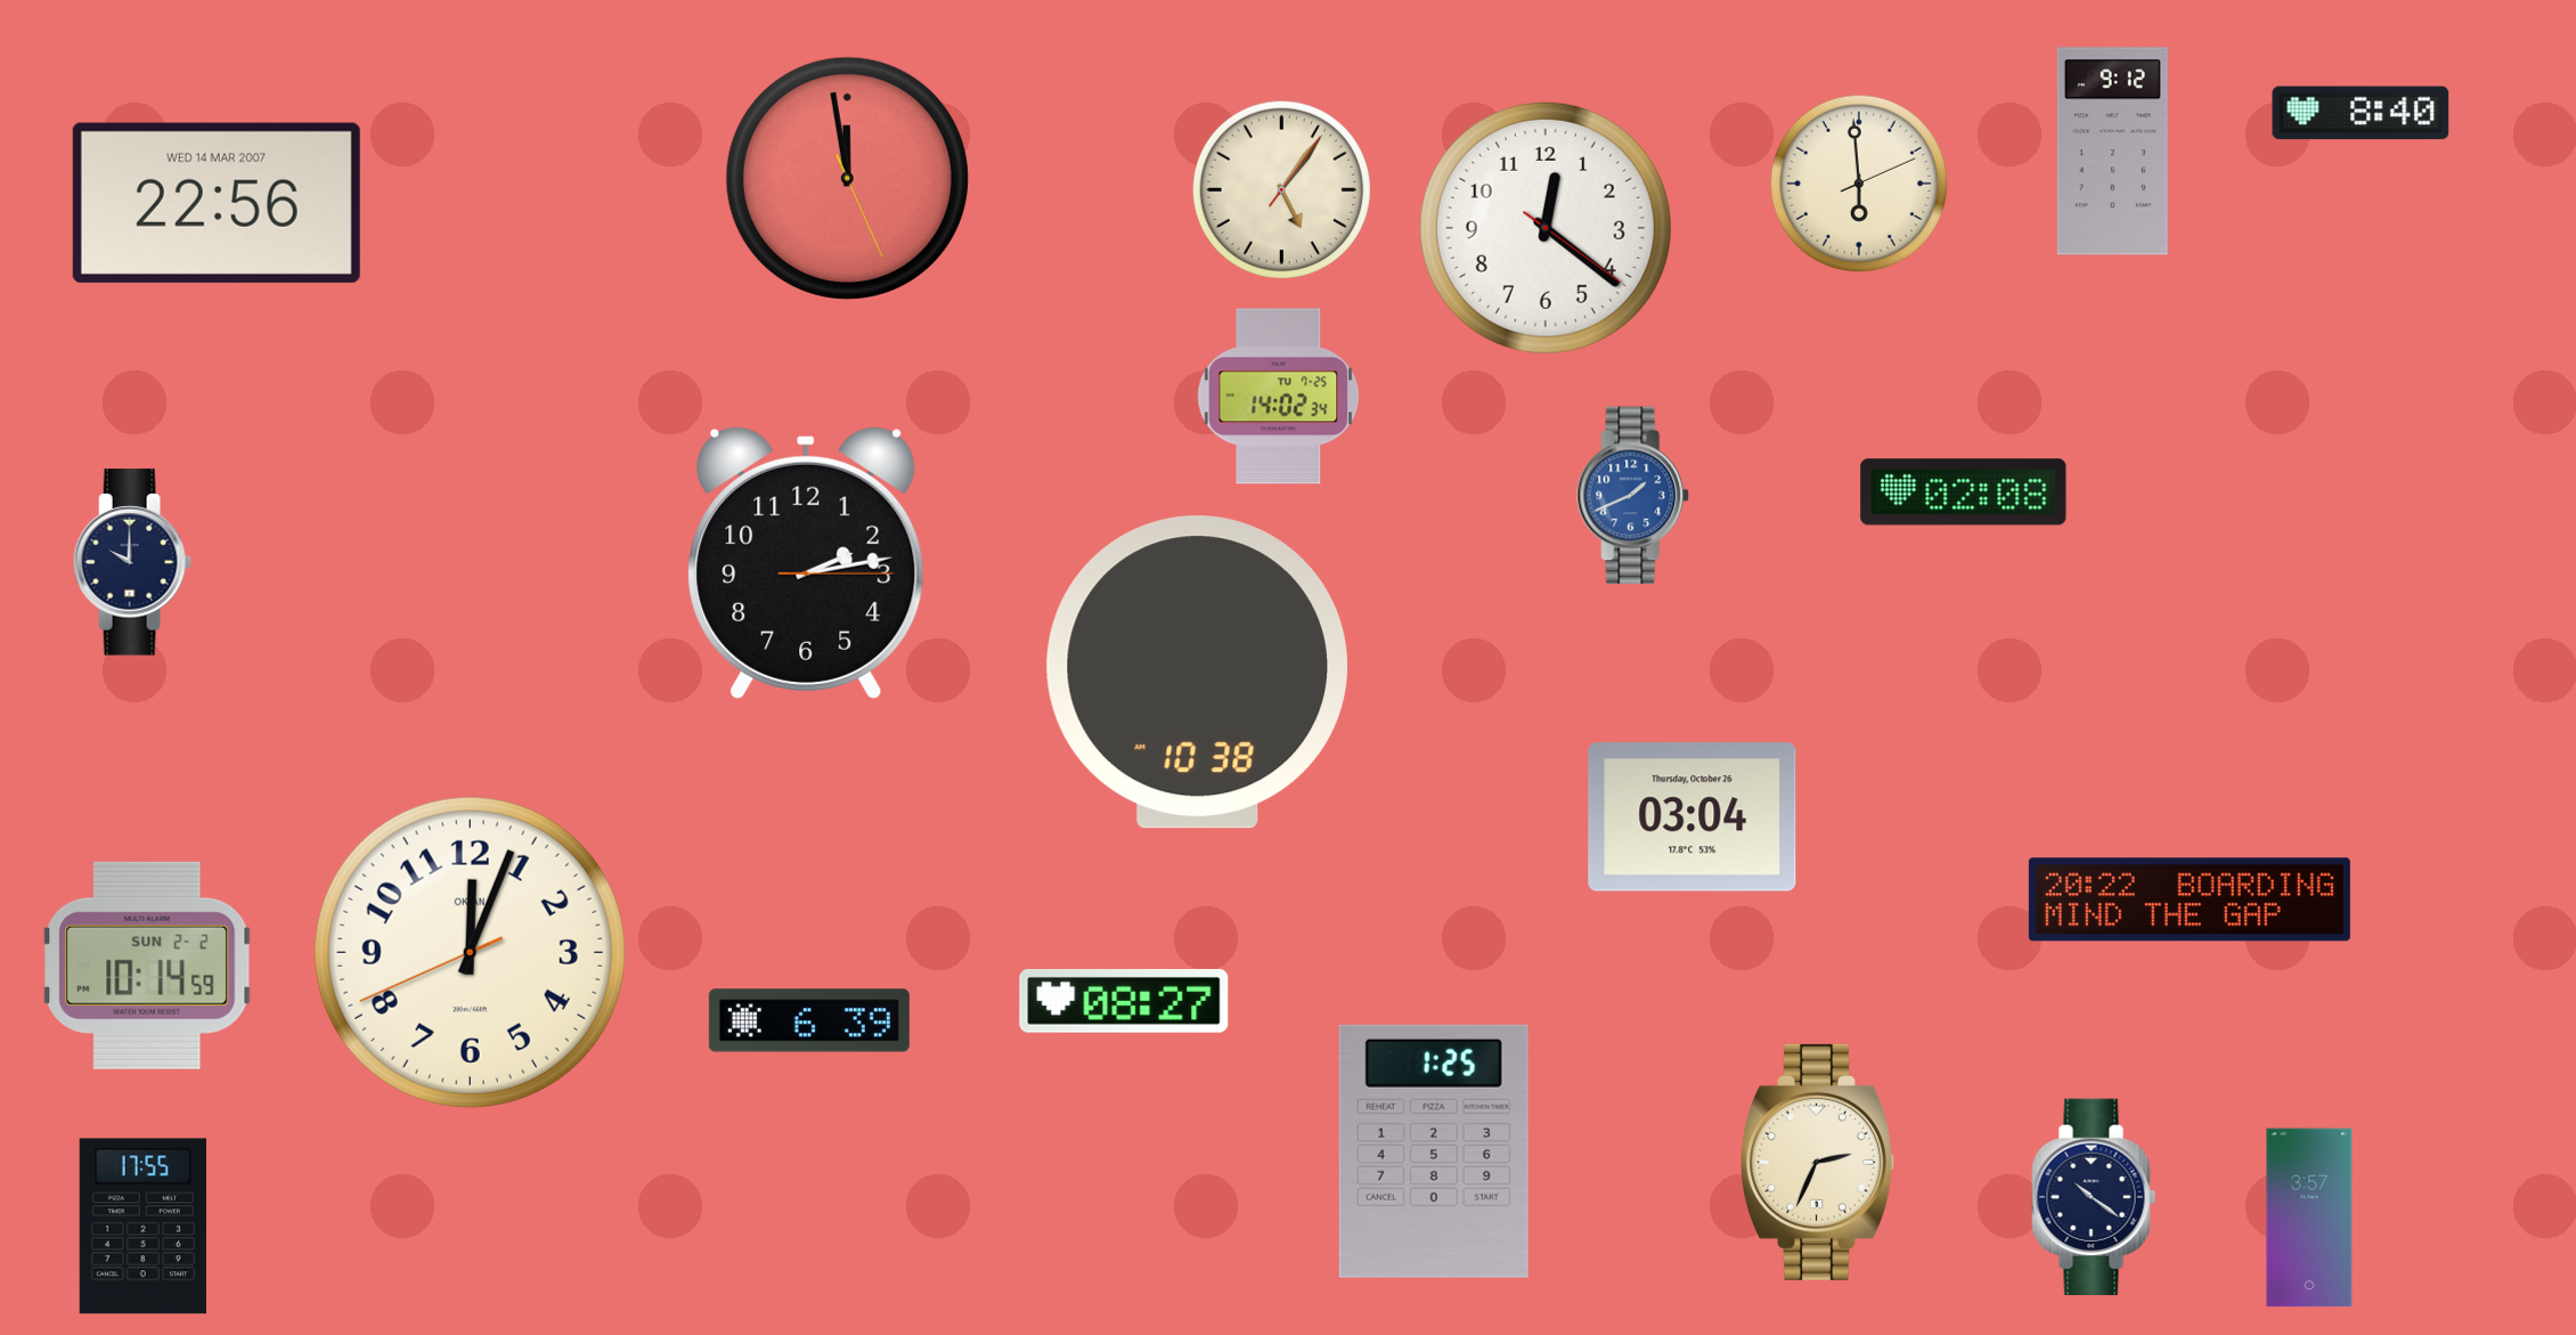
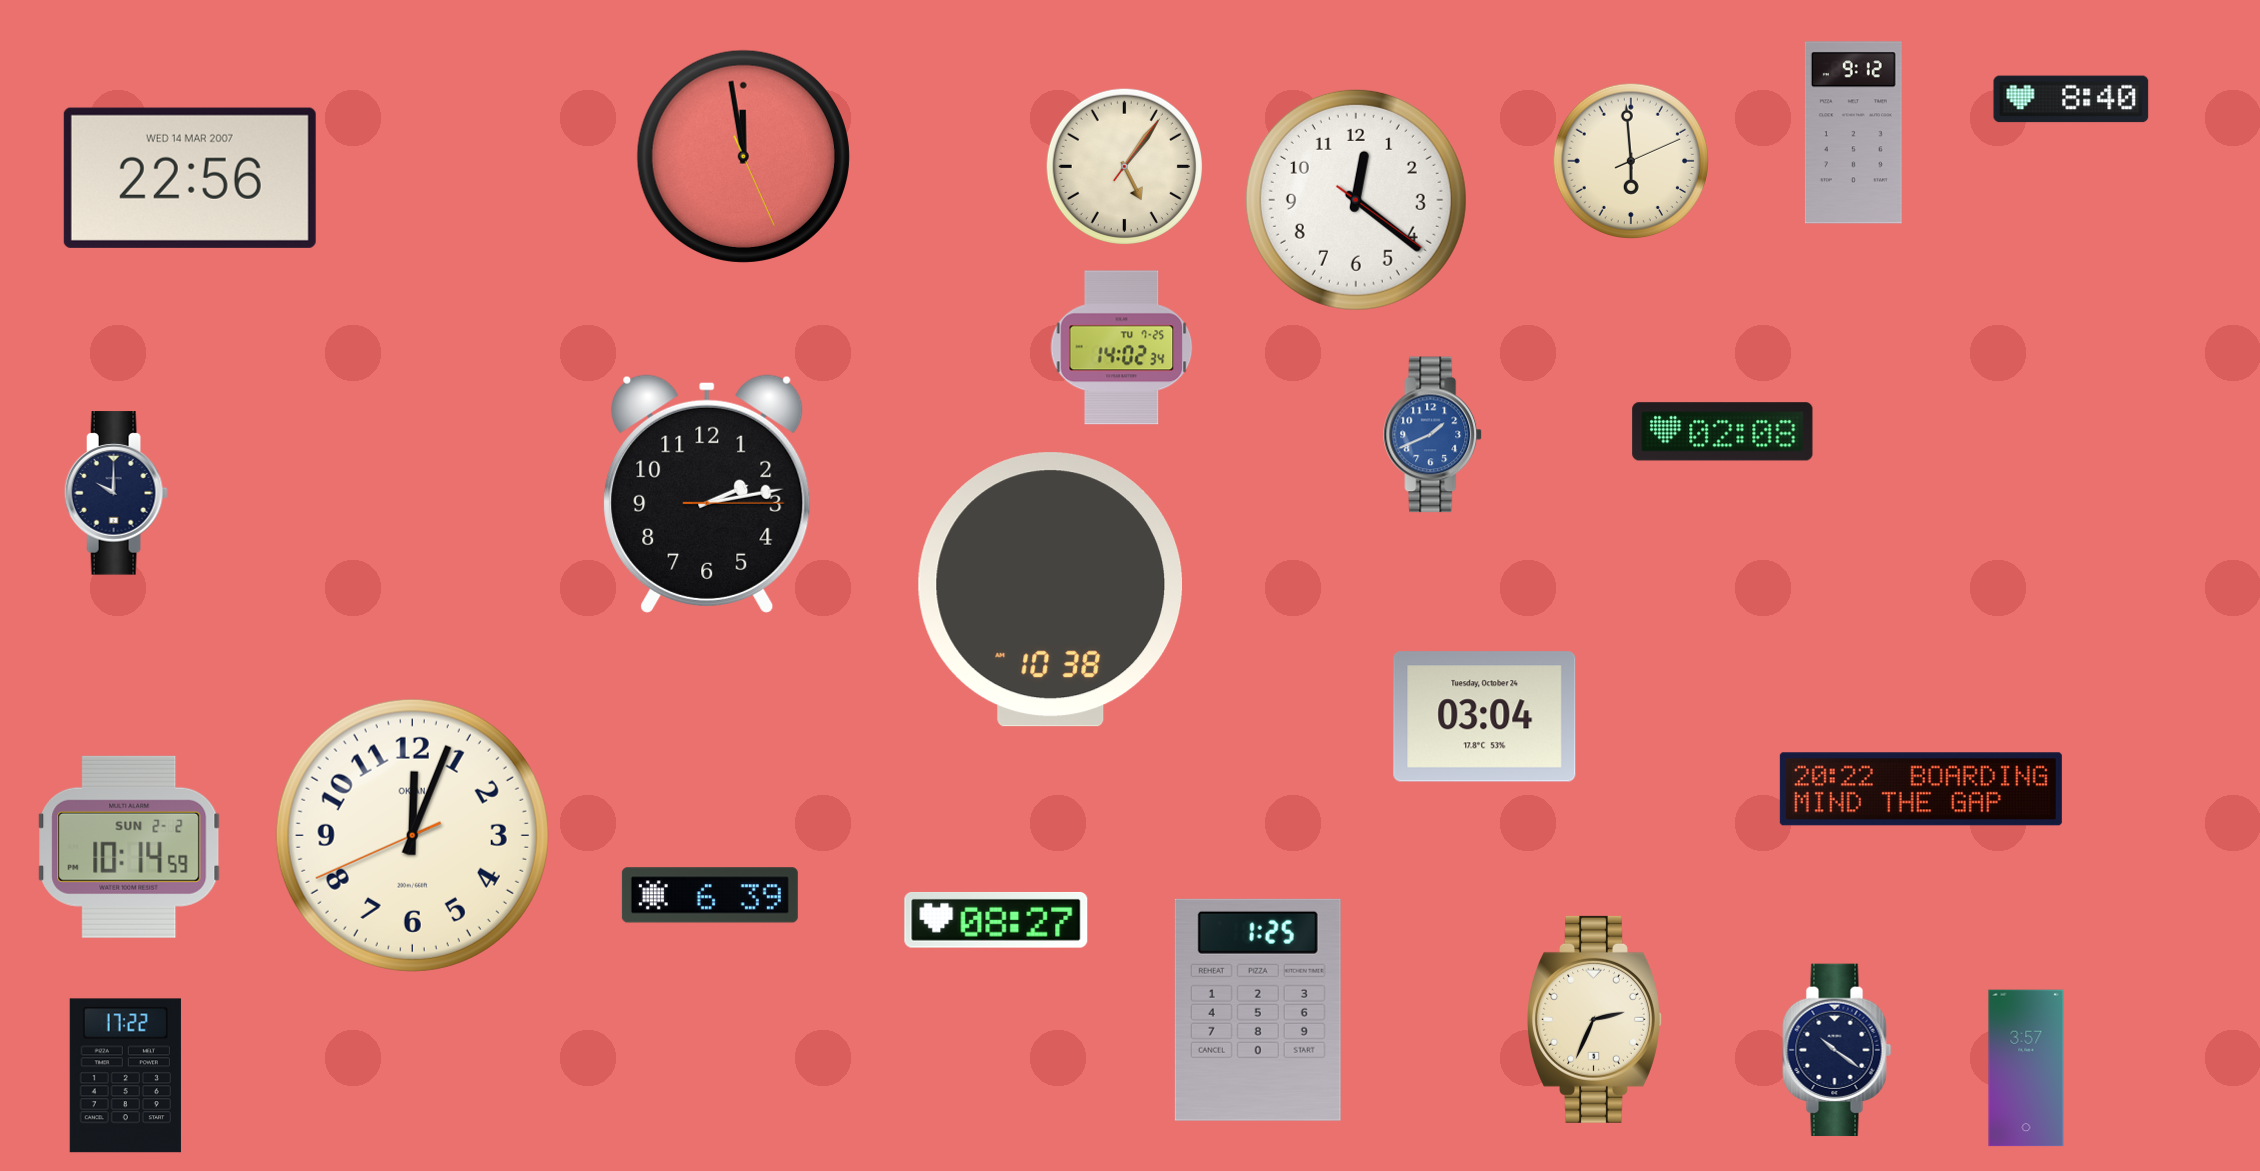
clock at (1693, 817) date: Thursday, October 26 -> Tuesday, October 24
clock at (1124, 1001) position: (1124, 1001) -> (996, 920)
clock at (142, 1227): 17:55 -> 17:22
